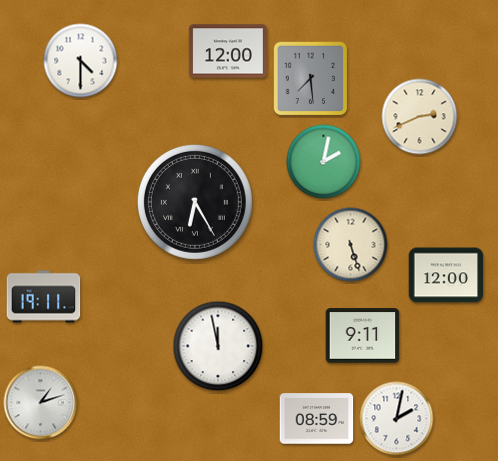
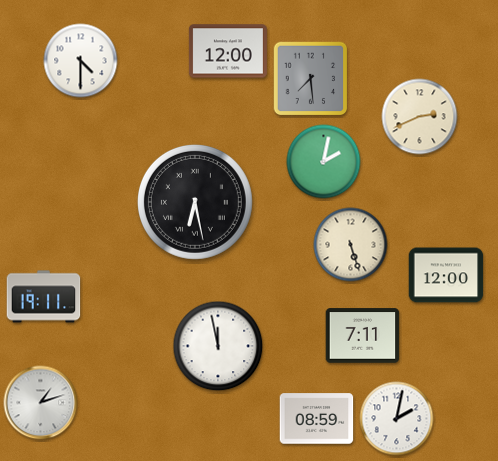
clock at (195, 202): 6:25 -> 6:28
clock at (363, 336): 9:11 -> 7:11
